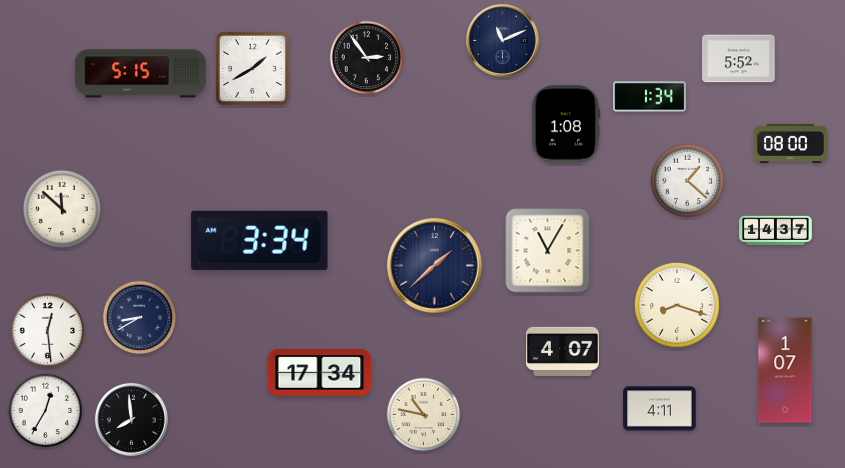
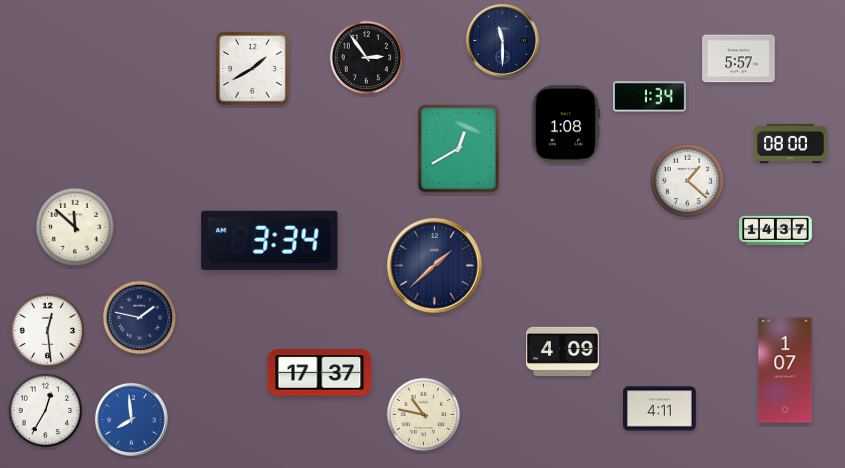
clock at (502, 40): 11:11 -> 11:30
clock at (739, 59): 5:52 -> 5:57
clock at (140, 74): 5:15 -> none
clock at (459, 149): none -> 12:40
clock at (62, 209) position: (62, 209) -> (75, 227)
clock at (260, 240) position: (260, 240) -> (270, 240)
clock at (548, 251): 11:05 -> none
clock at (677, 305): 8:18 -> none
clock at (140, 318): 8:40 -> 1:47
clock at (563, 351): 4:07 -> 4:09
clock at (320, 373): 17:34 -> 17:37
clock at (131, 419) dial: black -> blue
